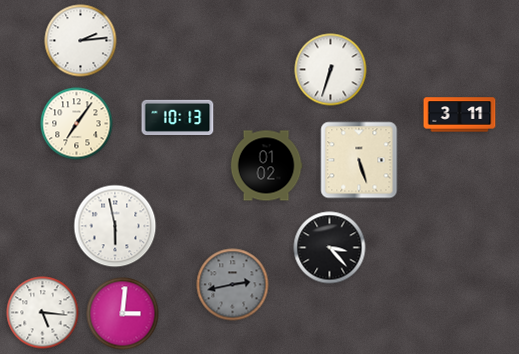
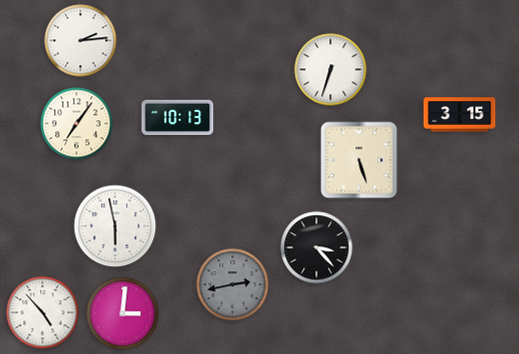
clock at (460, 115): 3:11 -> 3:15
clock at (266, 166): 01:02 -> none
clock at (330, 248) position: (330, 248) -> (317, 248)
clock at (43, 313): 5:16 -> 4:53
